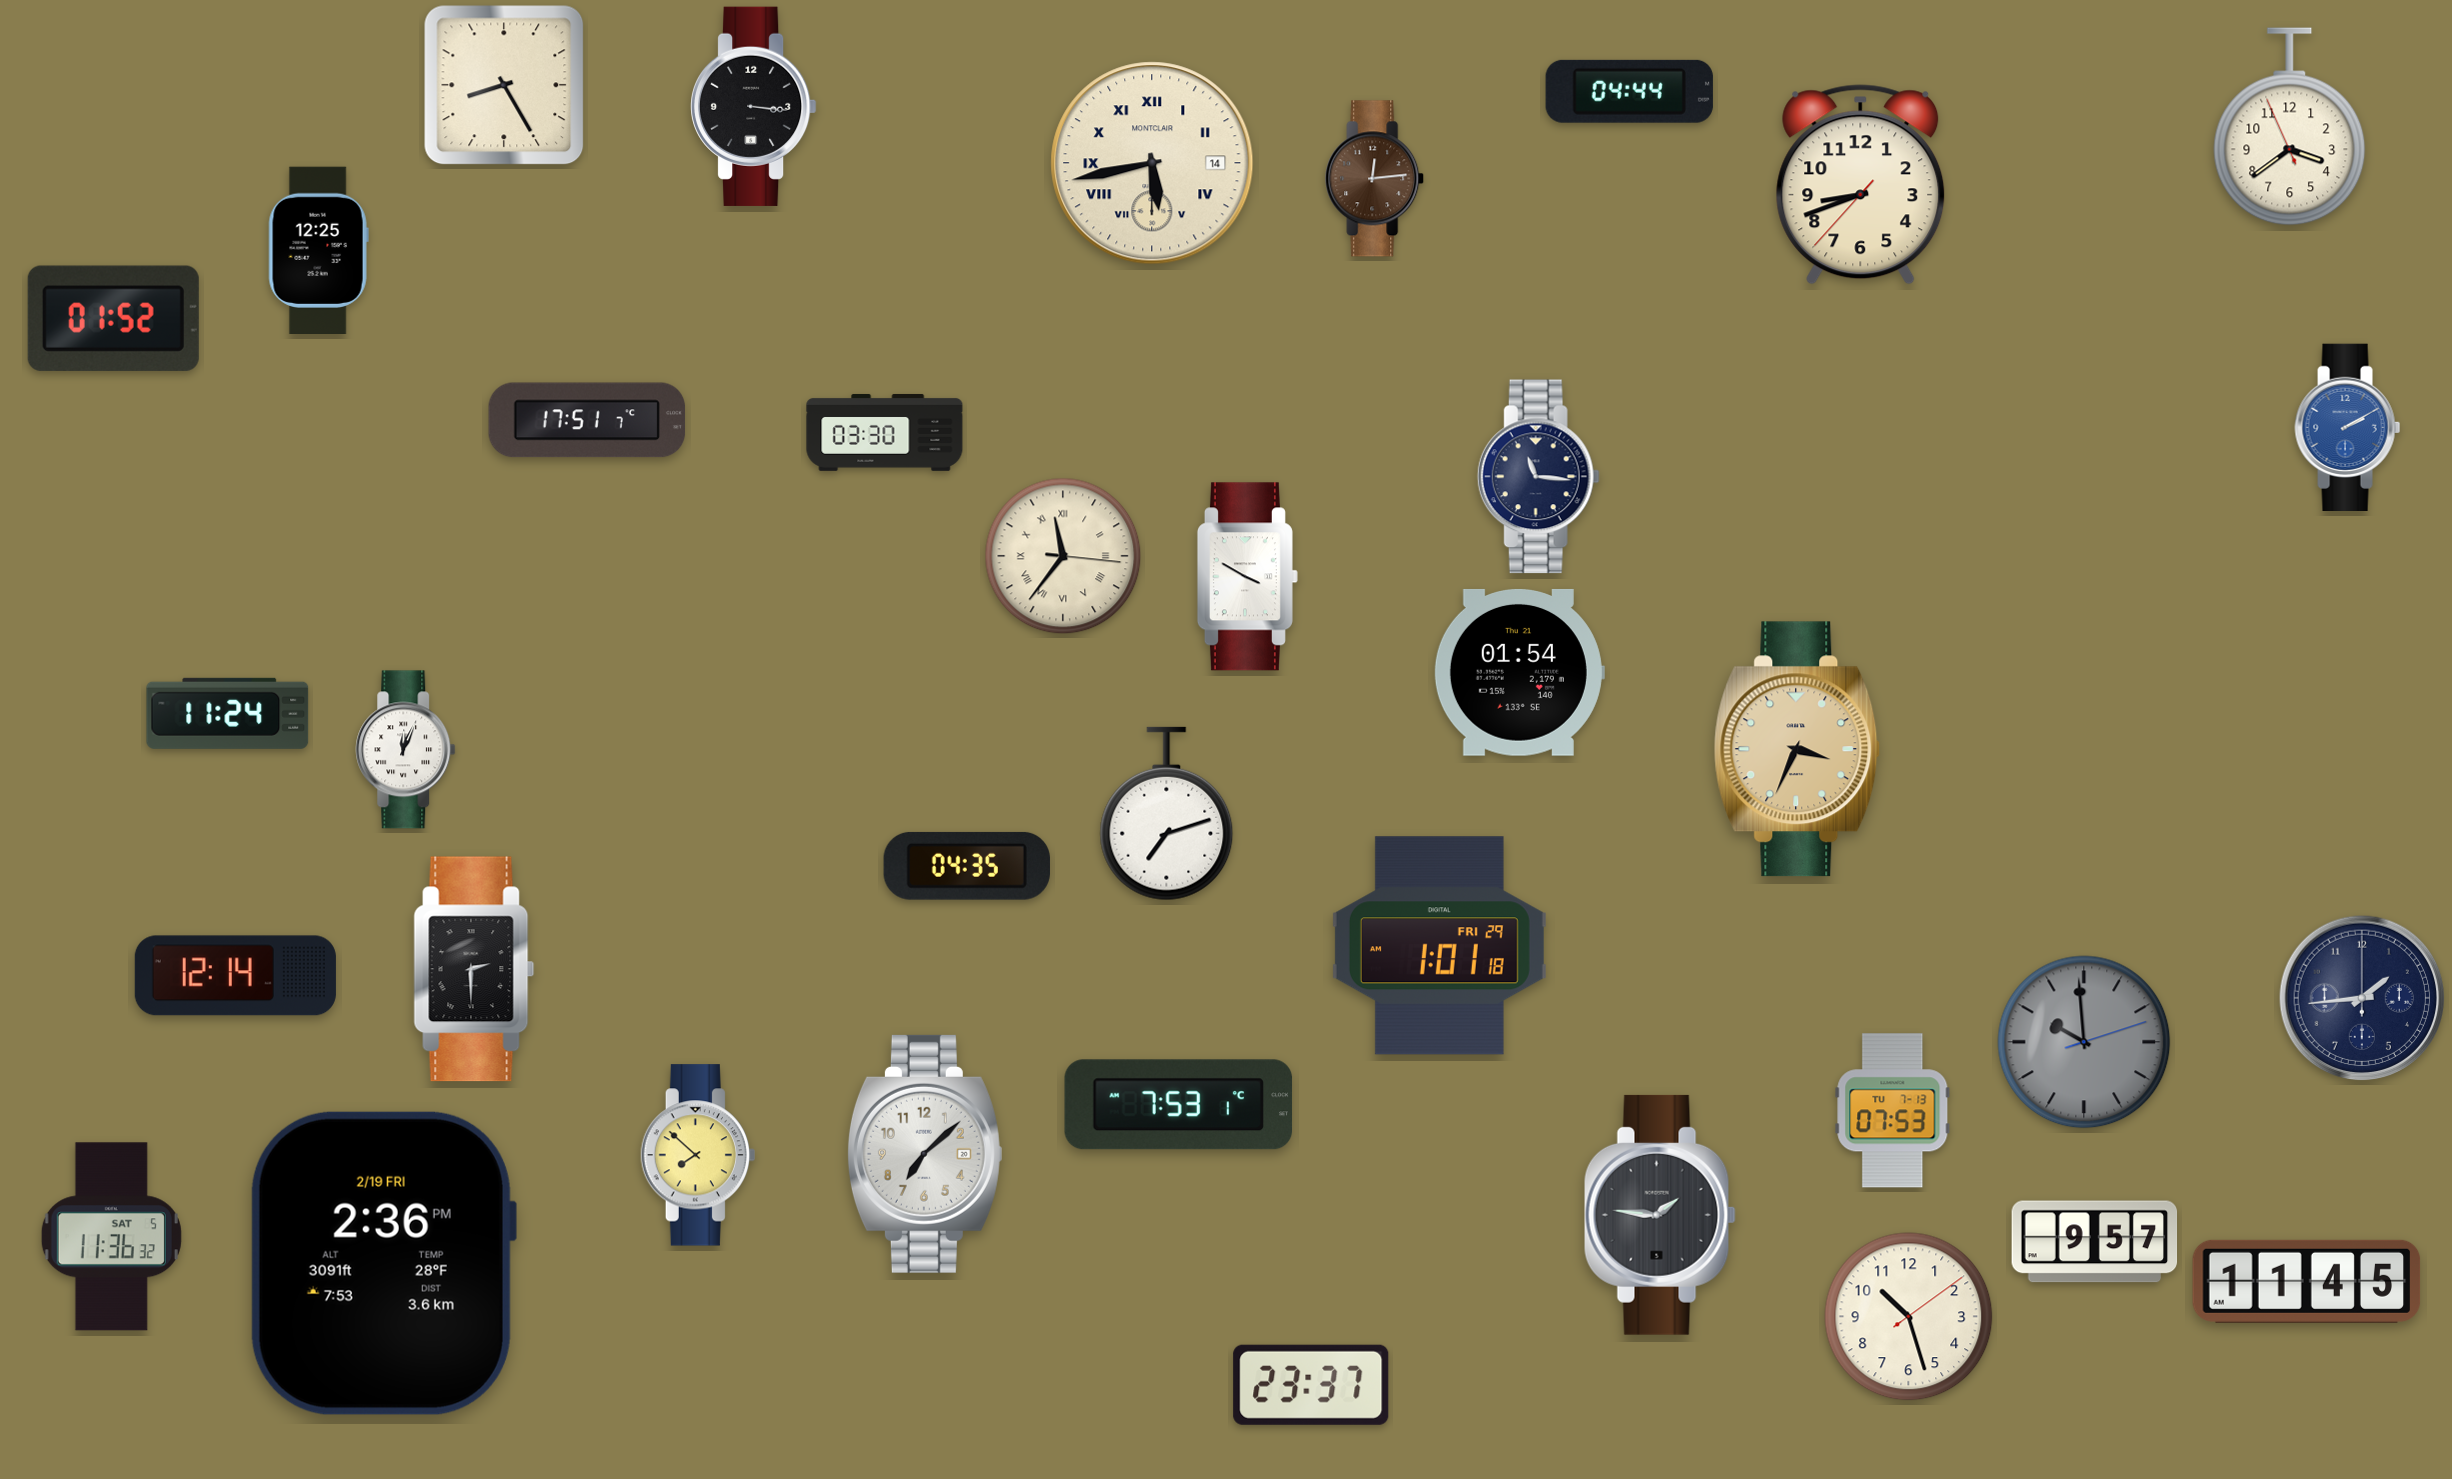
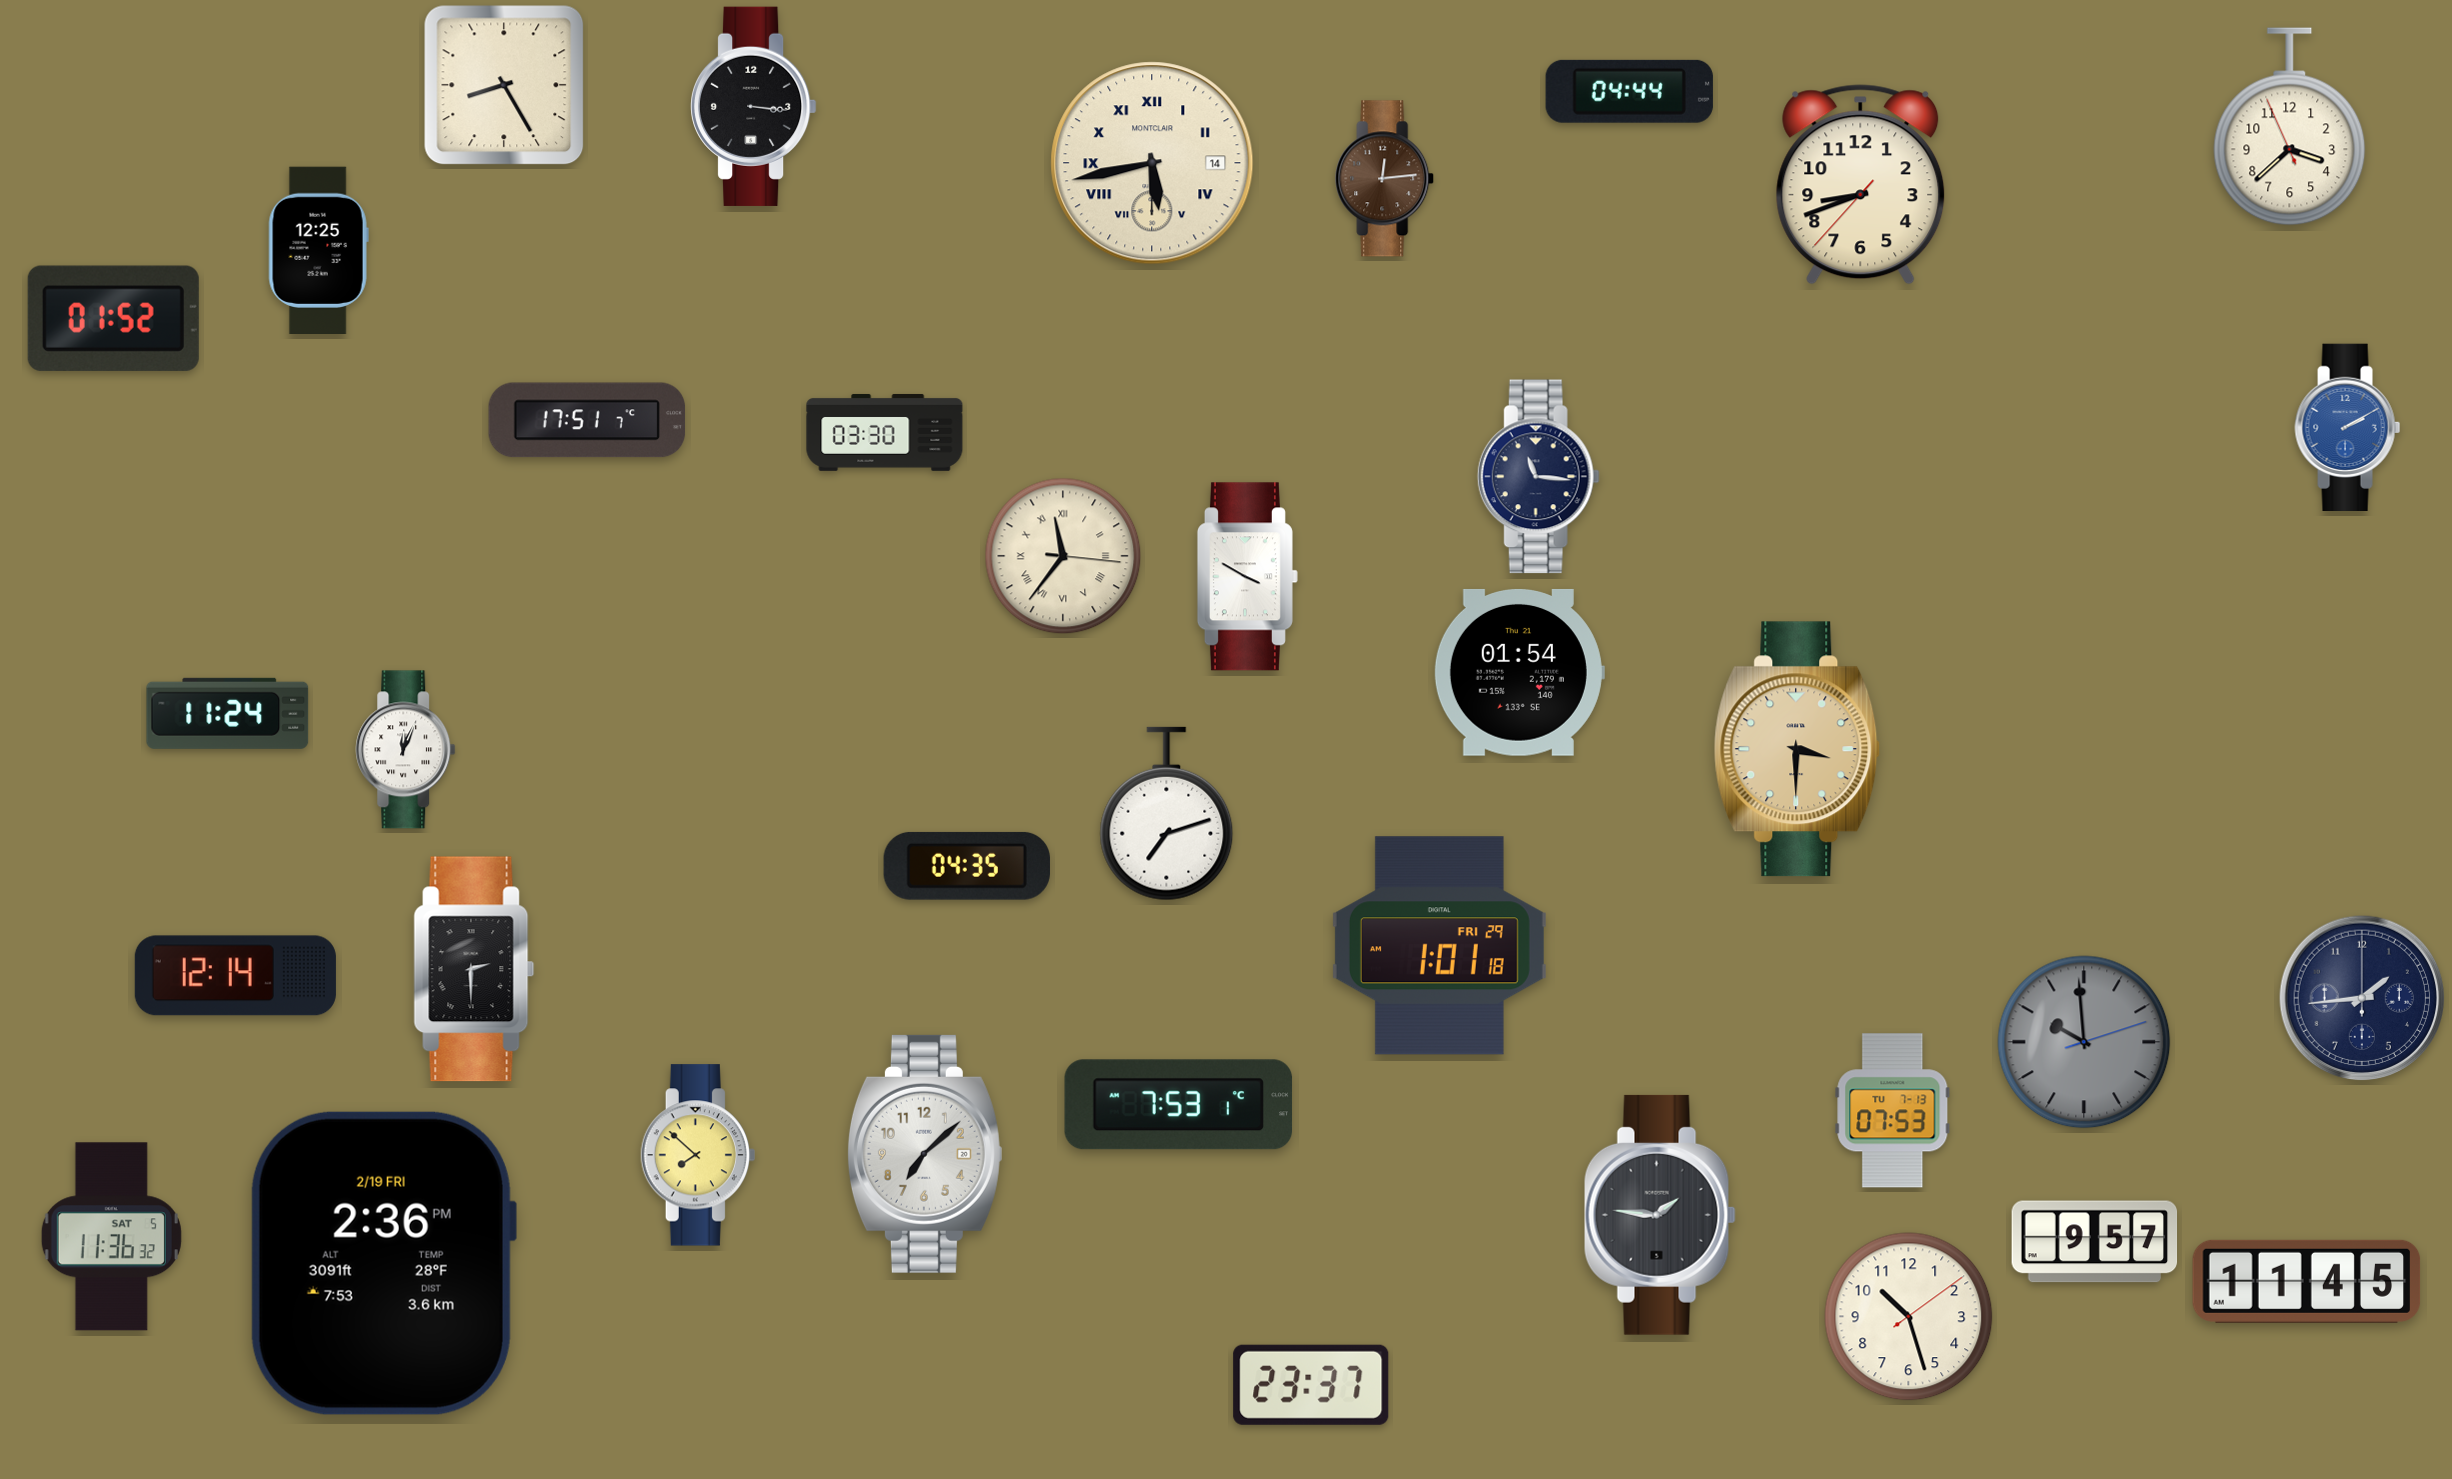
clock at (2290, 127): 3:38 -> 3:37
clock at (1375, 179) position: (1375, 179) -> (1385, 179)
clock at (1797, 749): 3:34 -> 3:30
